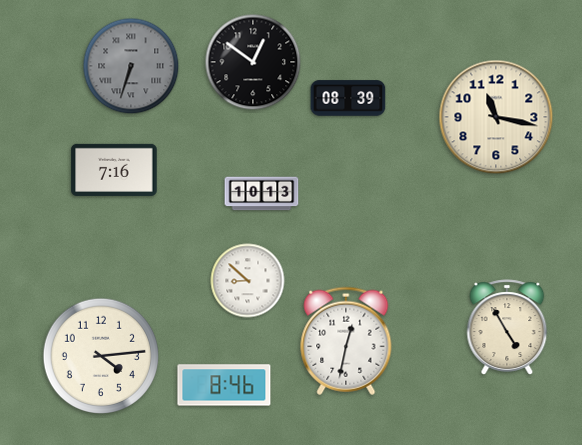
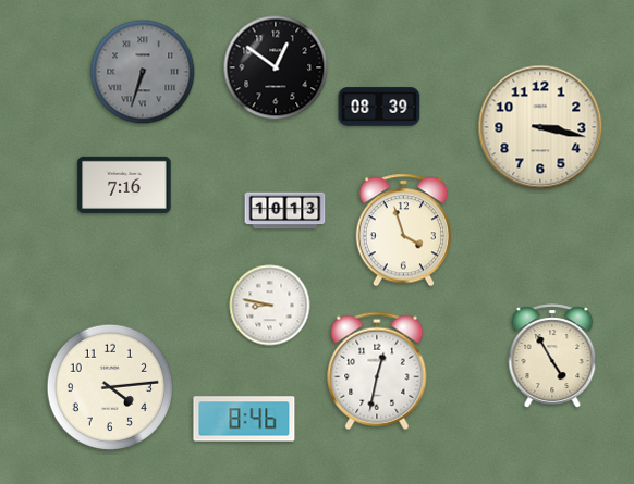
clock at (496, 117): 11:17 -> 3:17
clock at (403, 231): none -> 3:57
clock at (248, 281): 8:52 -> 8:47
